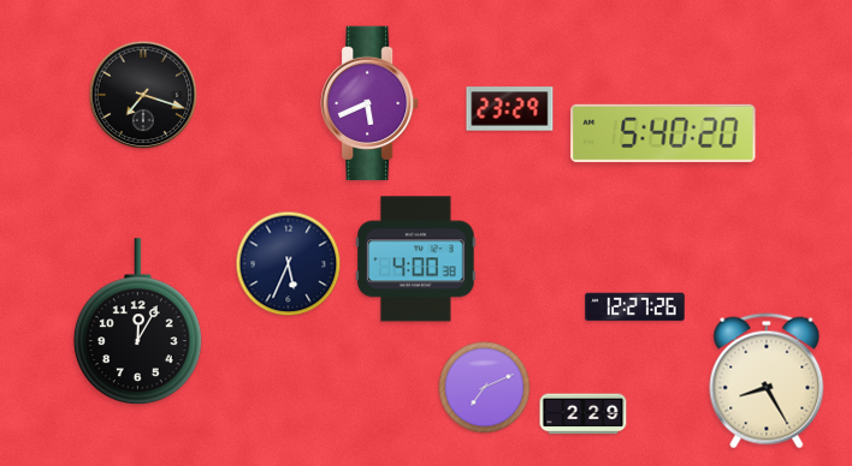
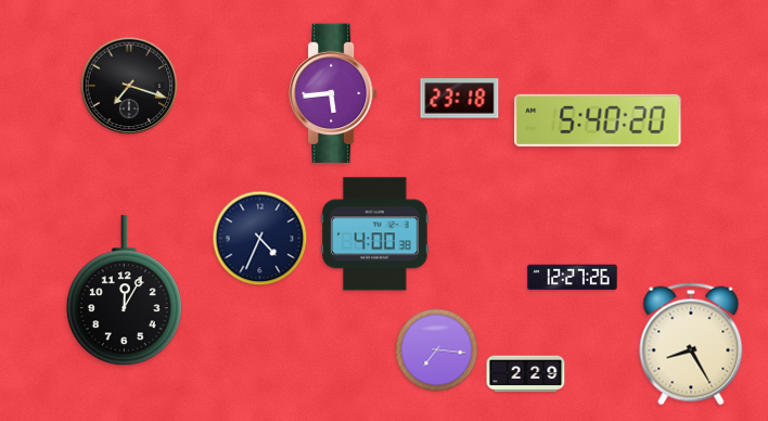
clock at (371, 103): 5:41 -> 5:44
clock at (510, 109): 23:29 -> 23:18
clock at (289, 264): 5:34 -> 4:34
clock at (485, 388): 7:11 -> 7:16
